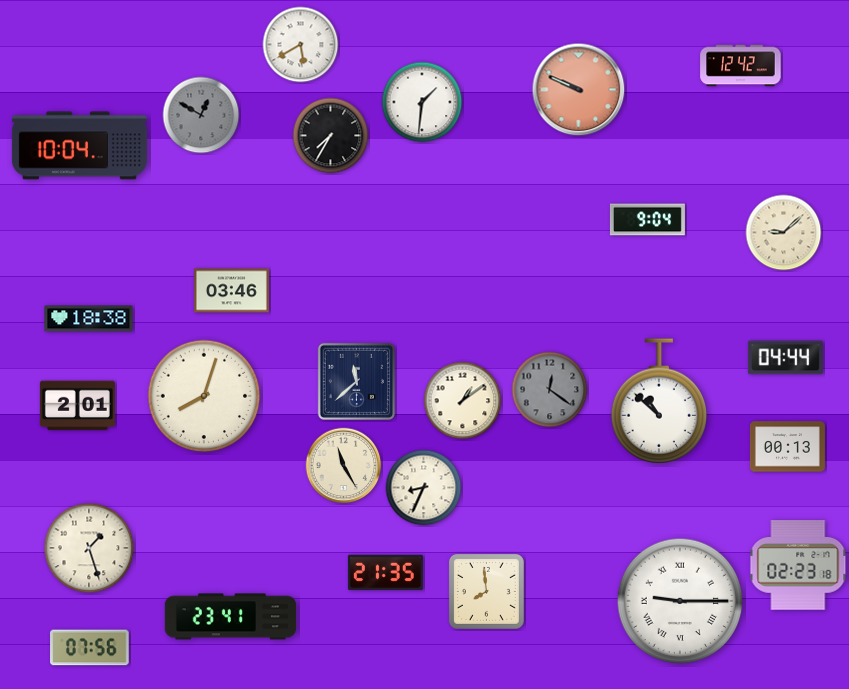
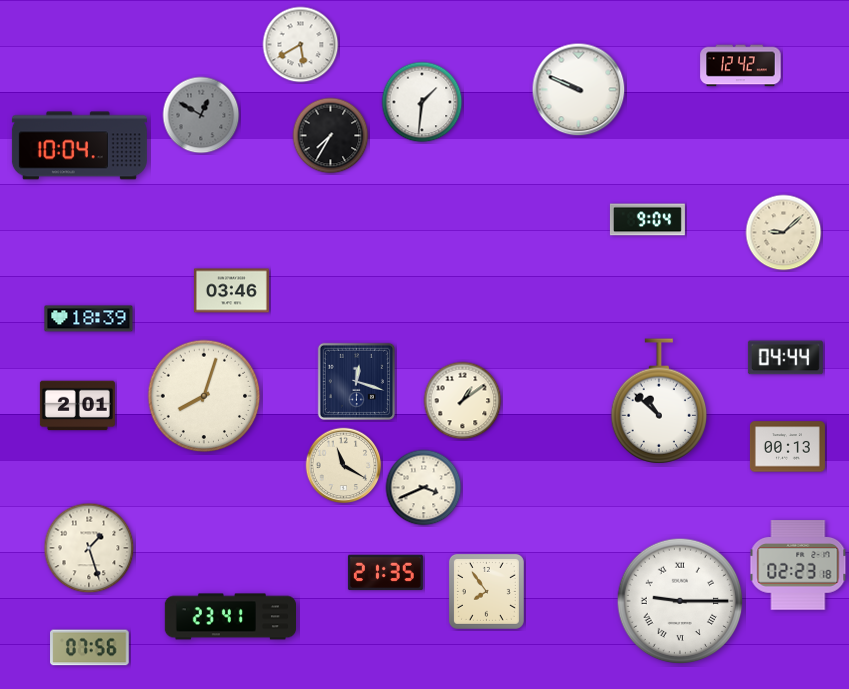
clock at (579, 90) dial: salmon -> white
clock at (89, 319): 18:38 -> 18:39
clock at (356, 381): 11:38 -> 12:18
clock at (550, 390): 12:21 -> none
clock at (344, 466): 11:25 -> 11:20
clock at (424, 488): 8:34 -> 3:41
clock at (486, 591): 7:59 -> 7:54
